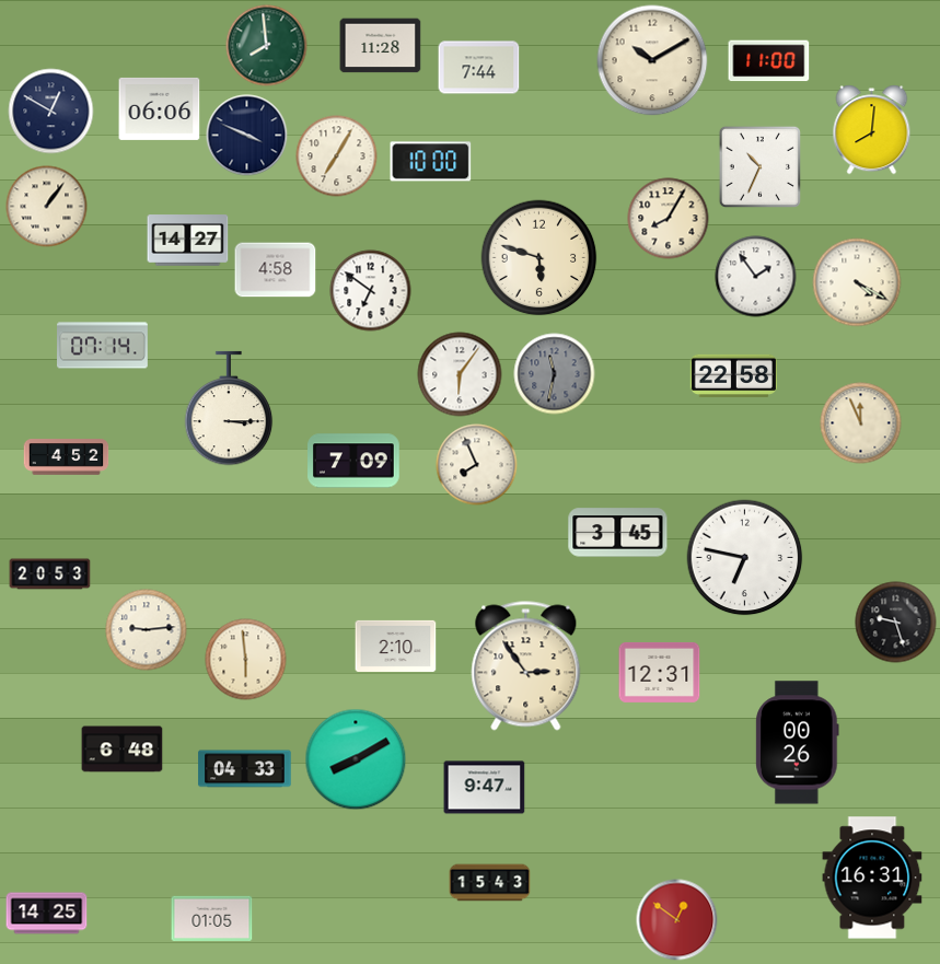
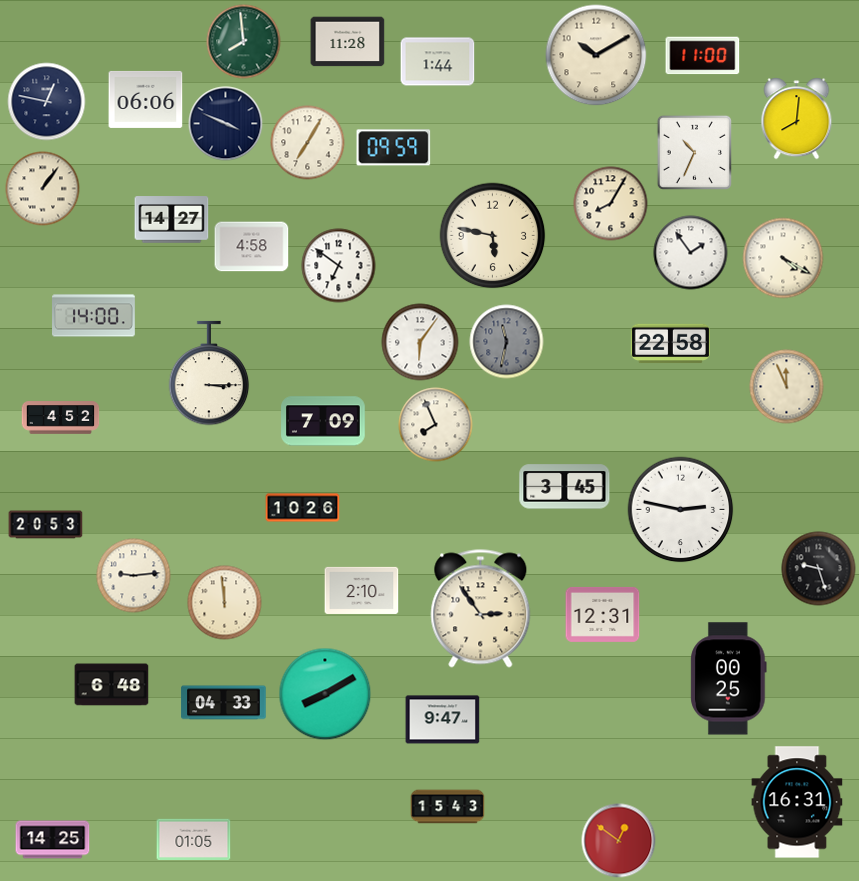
clock at (479, 68): 7:44 -> 1:44
clock at (51, 112): 12:50 -> 12:47
clock at (431, 162): 10:00 -> 09:59
clock at (669, 219) position: (669, 219) -> (611, 204)
clock at (539, 258): 5:48 -> 5:47
clock at (103, 346): 07:14 -> 14:00
clock at (303, 508): none -> 10:26
clock at (745, 558): 6:47 -> 2:47
clock at (246, 660): 5:59 -> 11:59
clock at (798, 743): 00:26 -> 00:25
clock at (47, 914) position: (47, 914) -> (53, 840)
